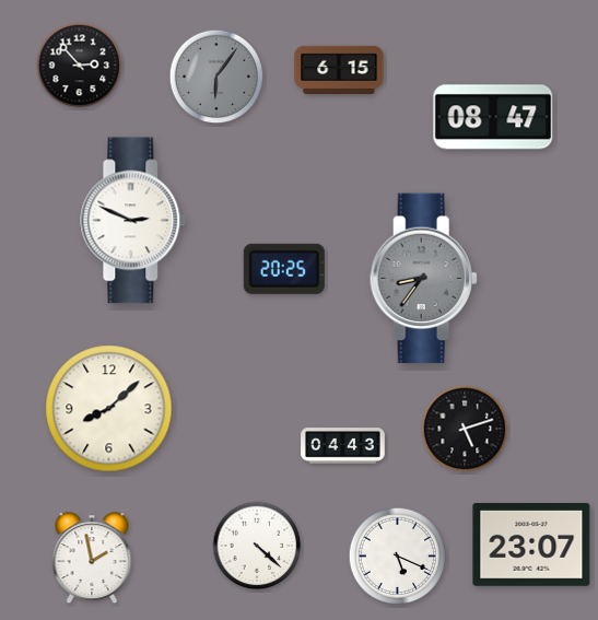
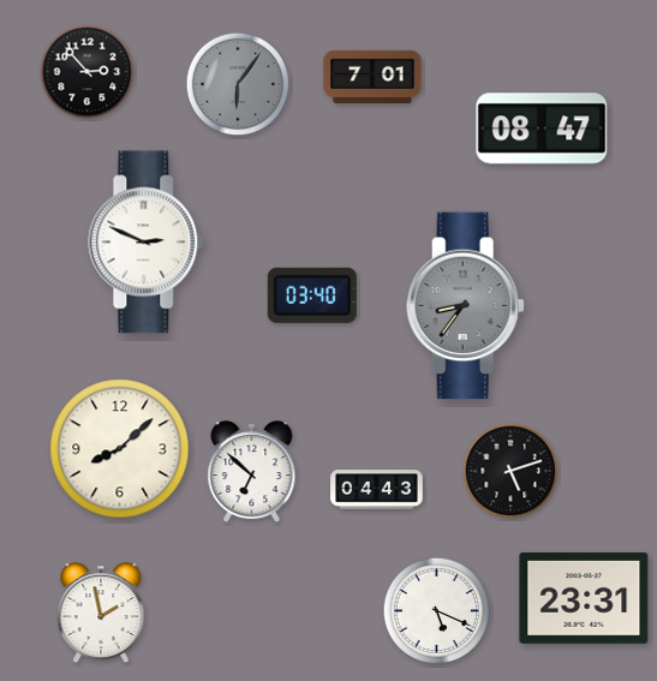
clock at (339, 69): 6:15 -> 7:01
clock at (284, 269): 20:25 -> 03:40
clock at (252, 473): none -> 6:52
clock at (531, 545): 23:07 -> 23:31
clock at (257, 546): 4:22 -> none
